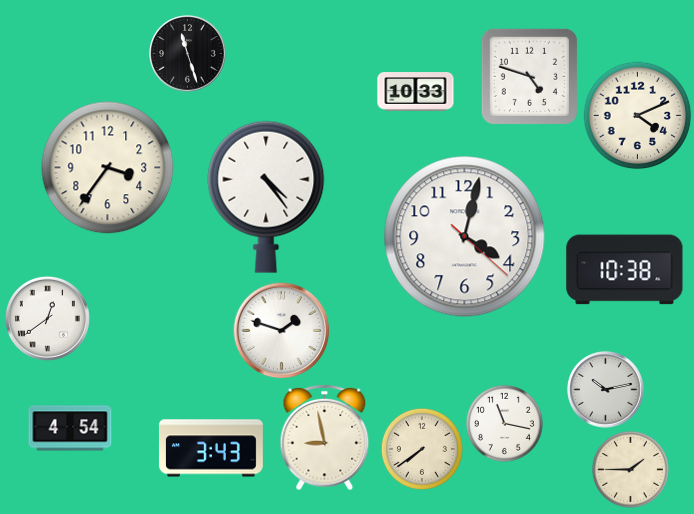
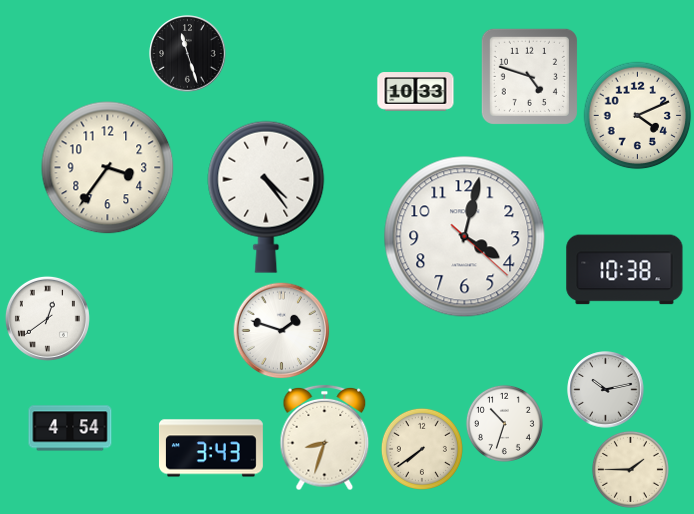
clock at (504, 423): 11:17 -> 10:33
clock at (325, 438): 8:58 -> 8:33
